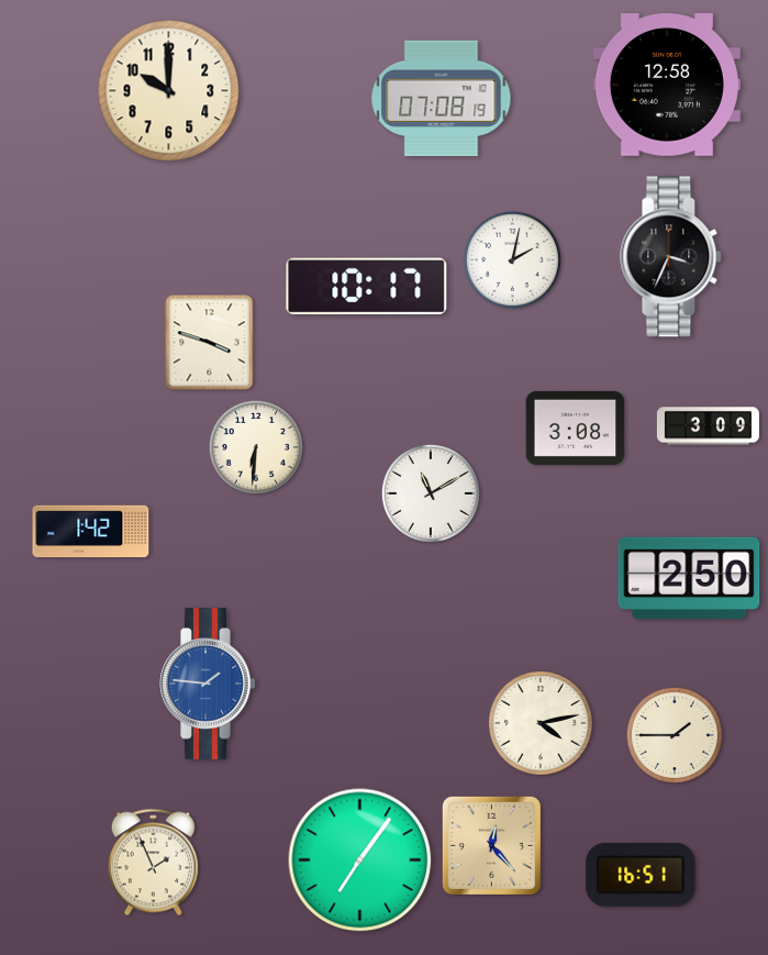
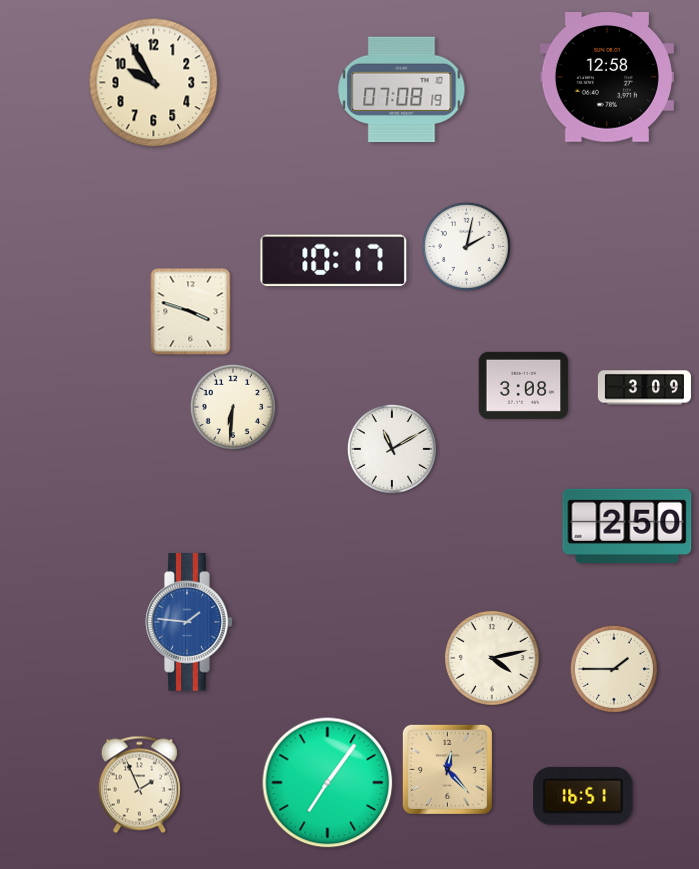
clock at (169, 91): 10:00 -> 9:55
clock at (671, 257): 3:34 -> none
clock at (512, 259) position: (512, 259) -> (466, 246)
clock at (576, 427) position: (576, 427) -> (524, 385)
clock at (91, 532): 1:42 -> none
